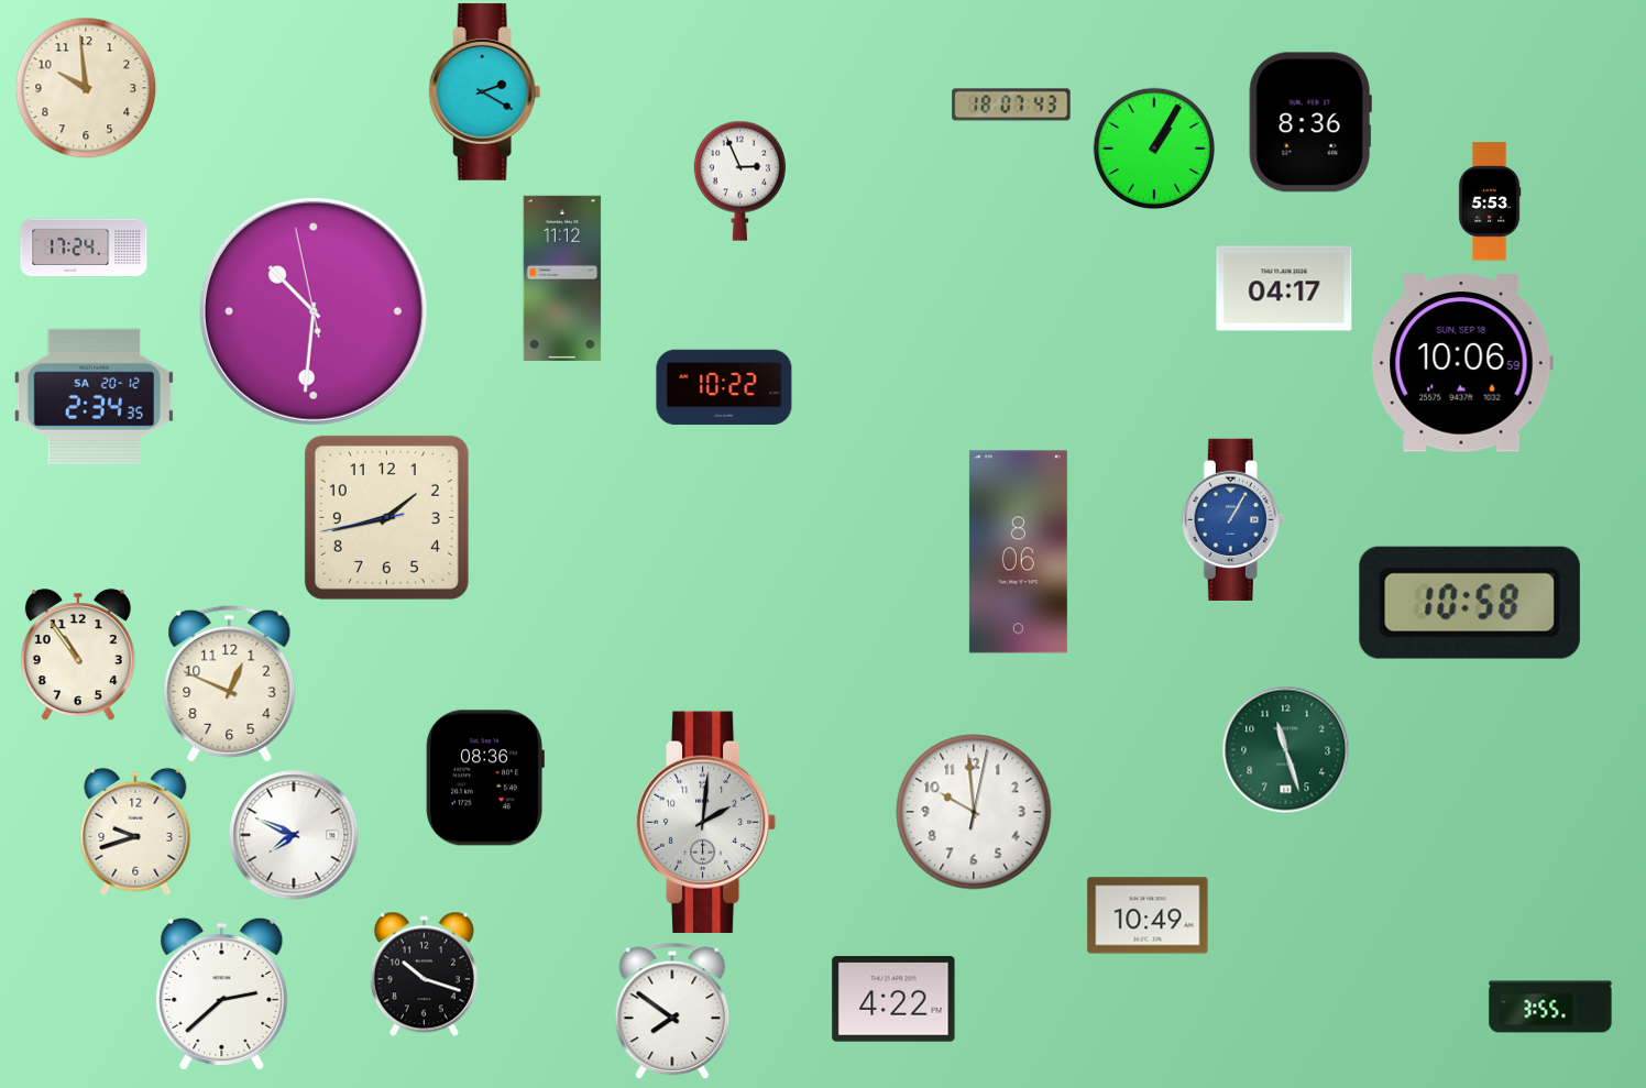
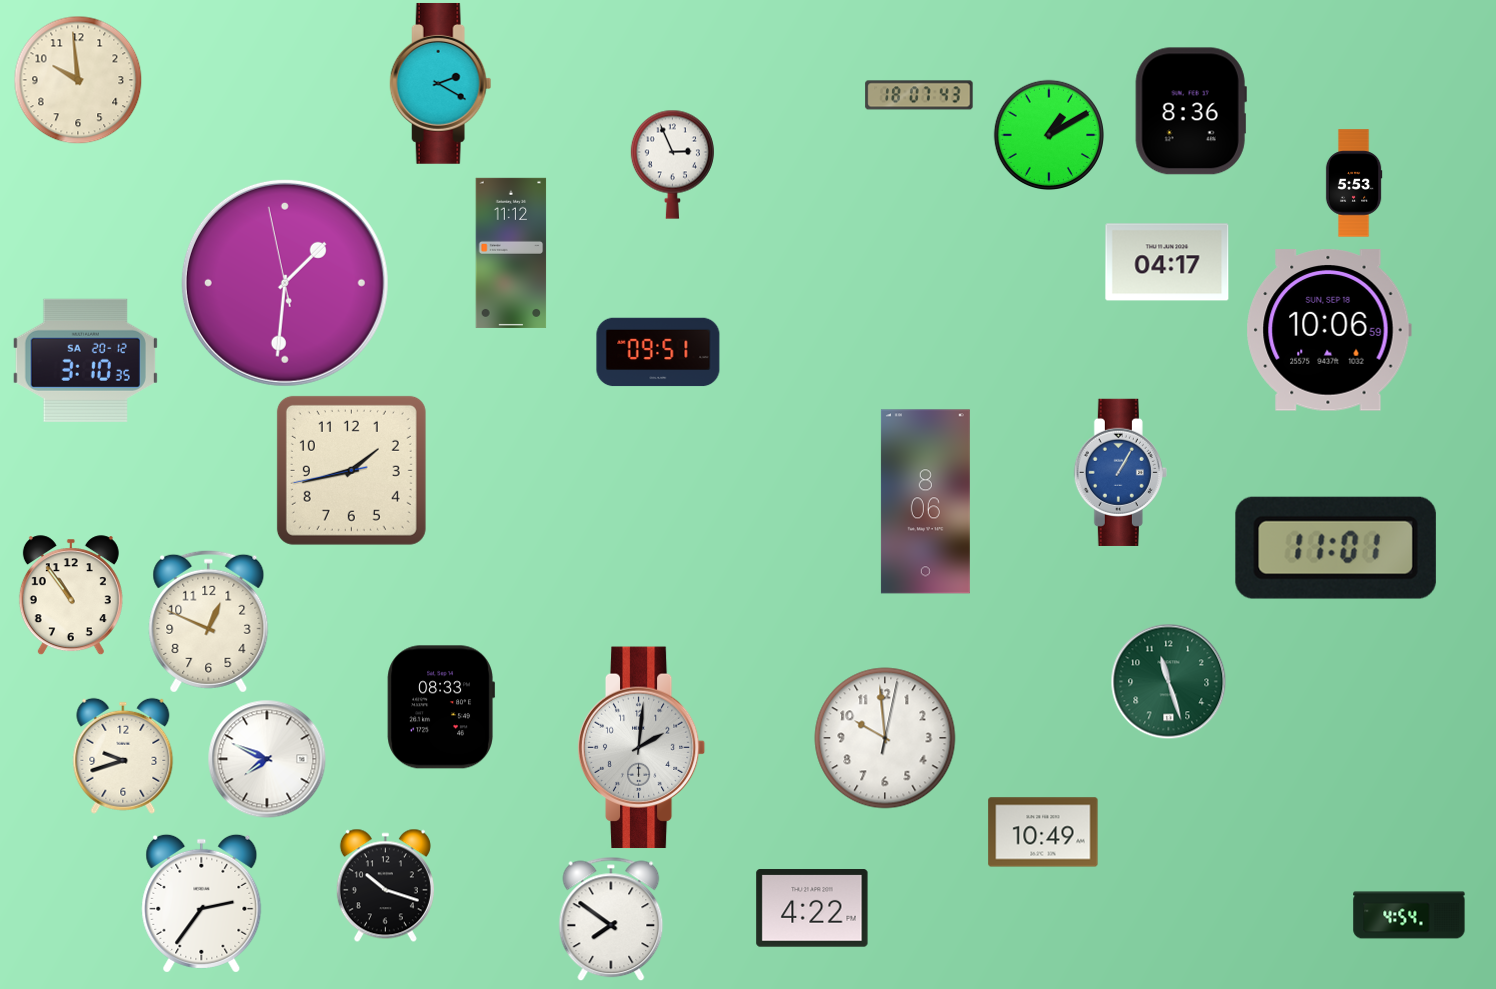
clock at (1153, 147): 1:05 -> 1:10
clock at (84, 248): 17:24 -> none
clock at (314, 311): 10:30 -> 1:30
clock at (724, 387): 10:22 -> 09:51
clock at (94, 396): 2:34 -> 3:10
clock at (1470, 603): 10:58 -> 11:01
clock at (485, 778): 08:36 -> 08:33
clock at (222, 993): 2:38 -> 2:36
clock at (1550, 1007): 3:55 -> 4:54
